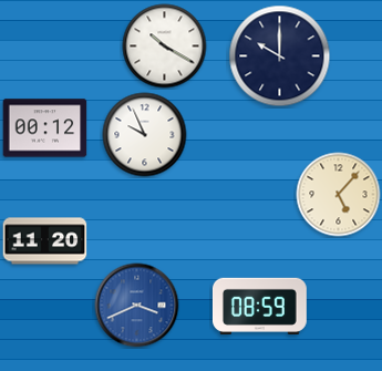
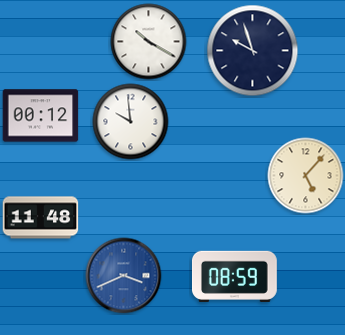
clock at (280, 56): 10:00 -> 9:57
clock at (145, 135): 9:56 -> 9:59
clock at (45, 241): 11:20 -> 11:48
